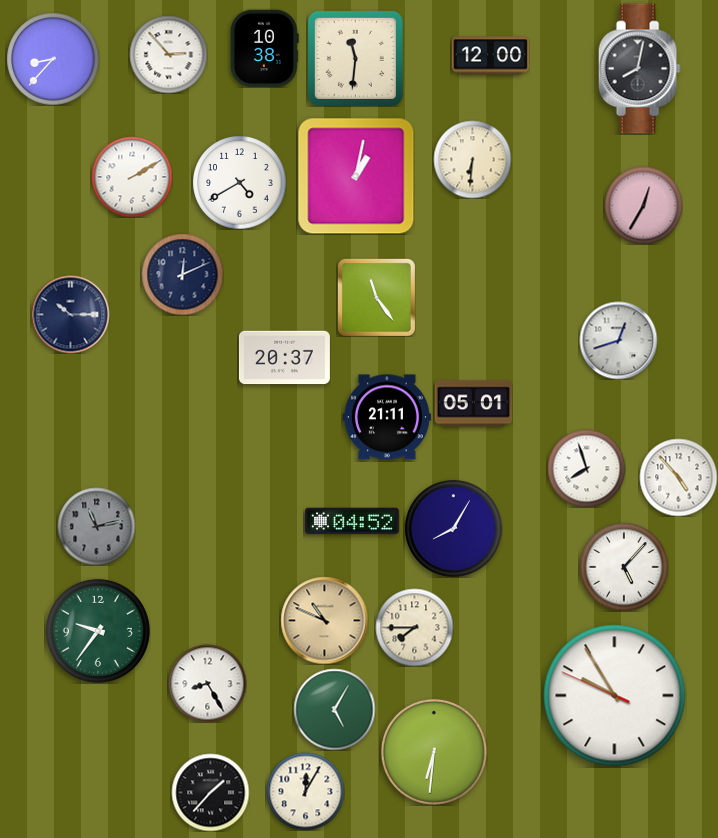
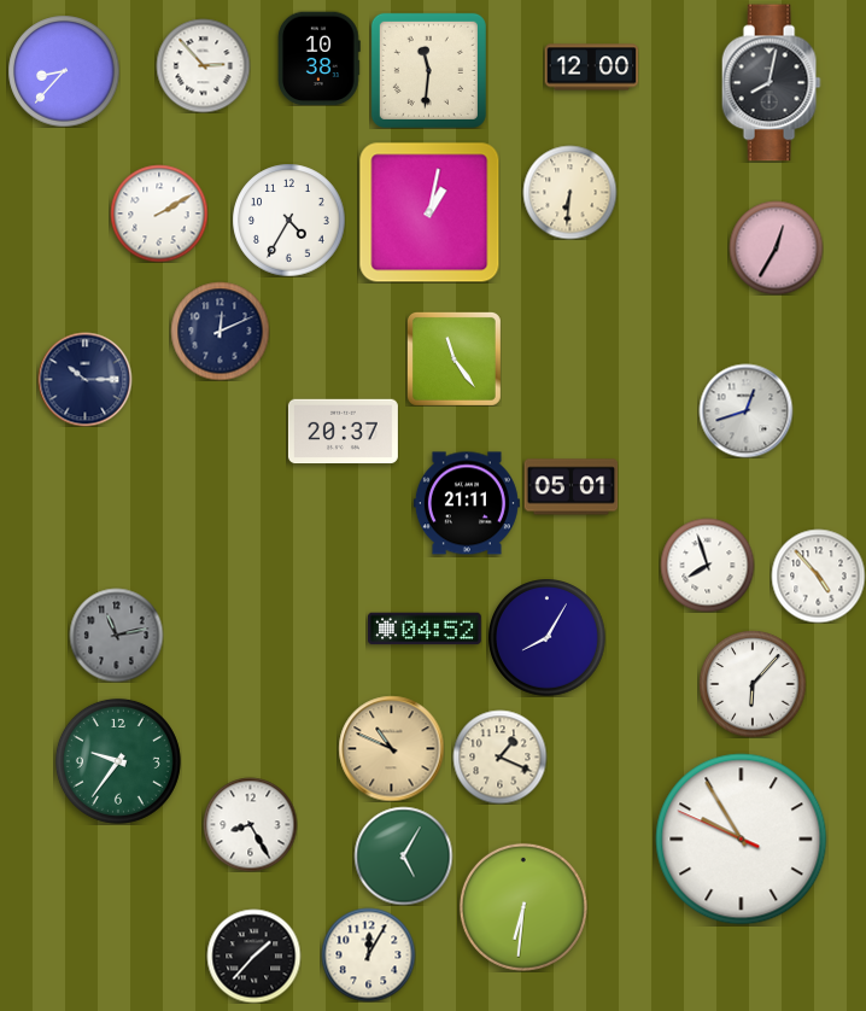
clock at (239, 182): 4:40 -> 4:35
clock at (624, 567): 5:07 -> 6:07
clock at (414, 627): 7:45 -> 1:19
